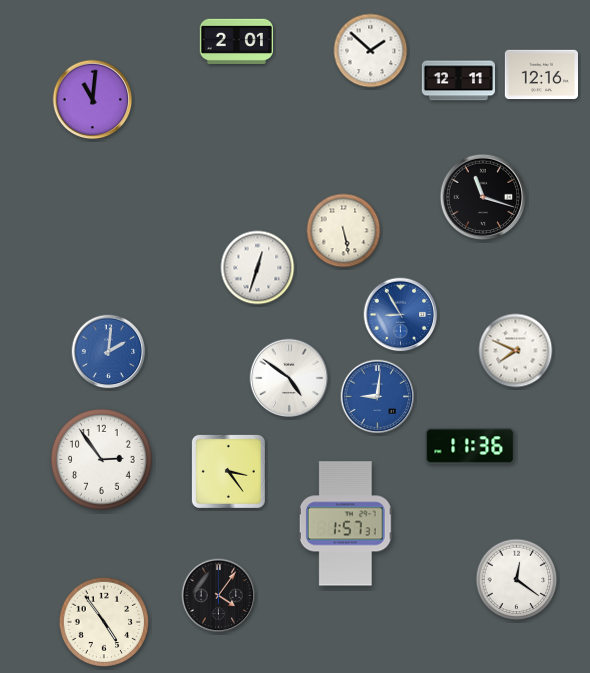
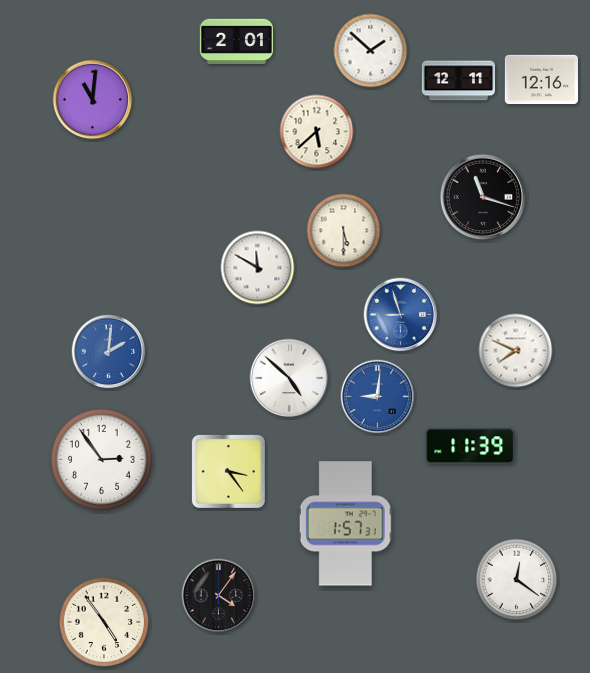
clock at (541, 75) position: (541, 75) -> (541, 80)
clock at (317, 132): none -> 5:38
clock at (344, 231): 5:28 -> 5:30
clock at (258, 268): 12:33 -> 11:50
clock at (401, 315): 8:55 -> 8:57
clock at (289, 378): 4:51 -> 4:52
clock at (470, 446): 11:36 -> 11:39
